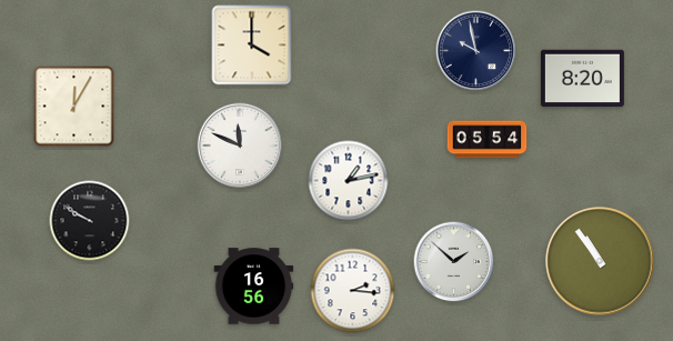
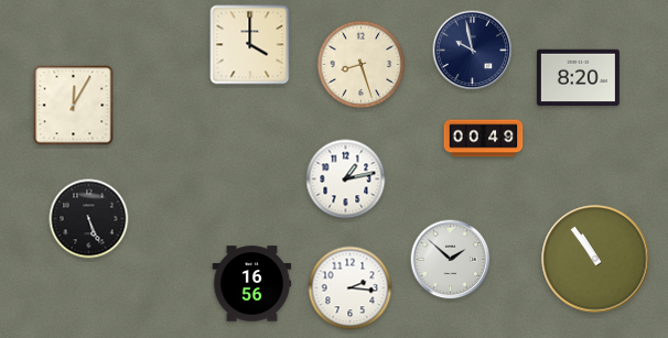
clock at (362, 65): none -> 8:27
clock at (488, 140): 05:54 -> 00:49
clock at (240, 146): 11:49 -> none
clock at (90, 221): 9:50 -> 5:26
